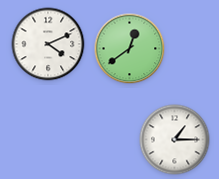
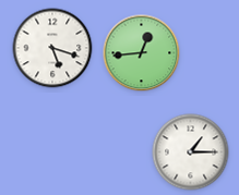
clock at (48, 44): 4:11 -> 5:18
clock at (130, 49): 12:39 -> 12:44
